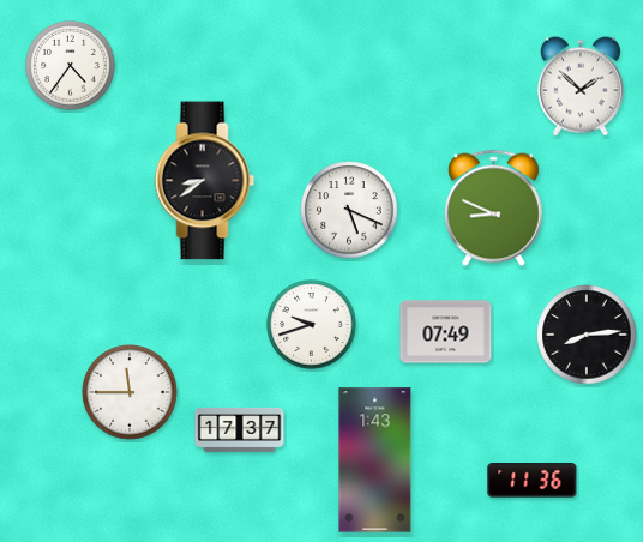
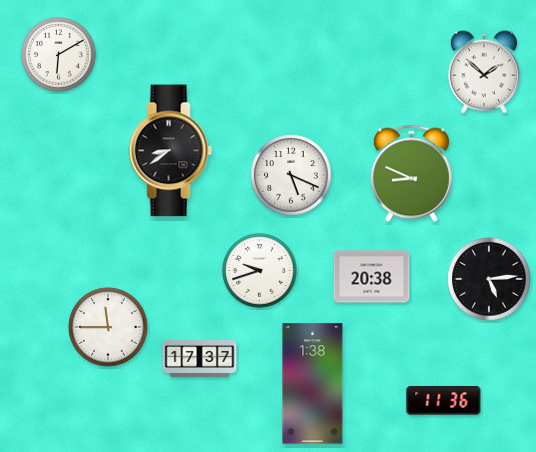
clock at (71, 66): 4:36 -> 6:10
clock at (446, 332): 07:49 -> 20:38
clock at (587, 335): 8:14 -> 5:14
clock at (375, 460): 1:43 -> 1:38
